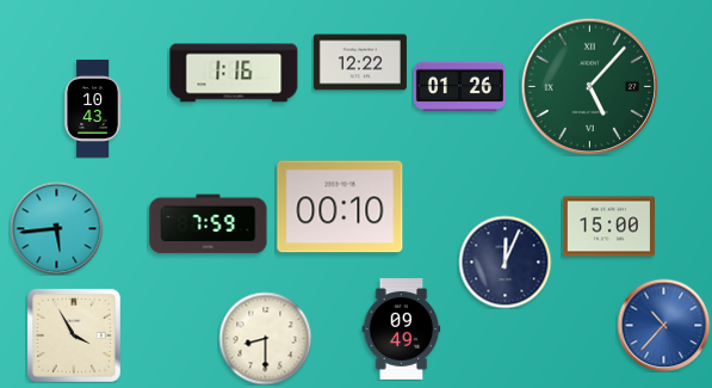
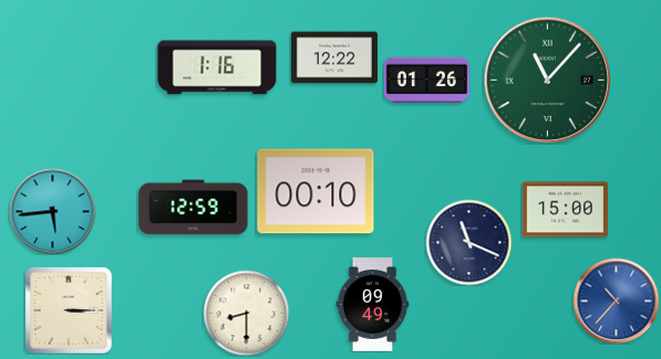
clock at (589, 86): 5:07 -> 11:07
clock at (93, 109): 10:43 -> none
clock at (209, 224): 7:59 -> 12:59
clock at (504, 261): 12:04 -> 11:19
clock at (74, 335): 3:55 -> 3:15
